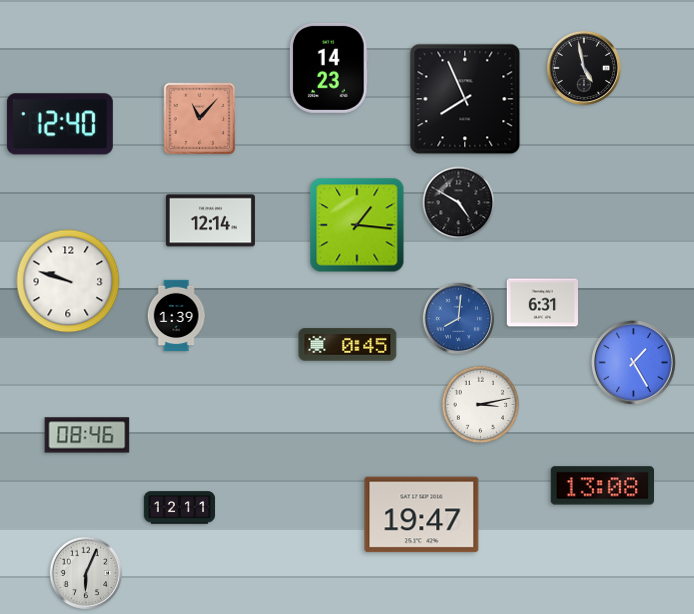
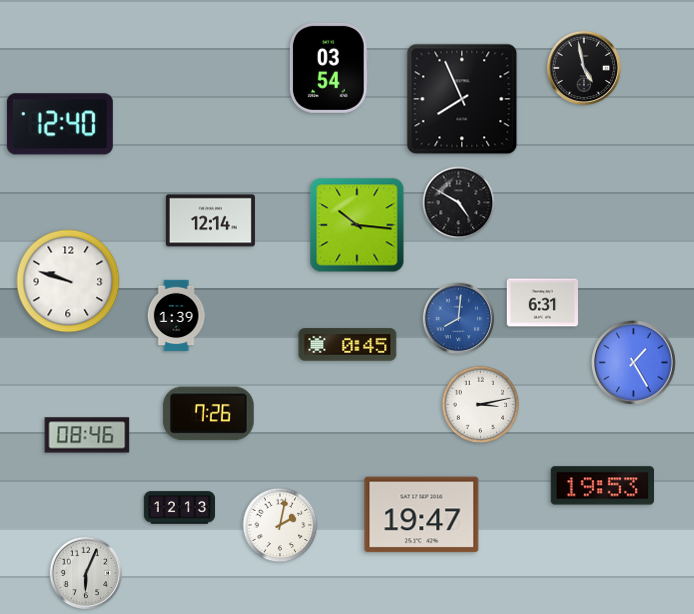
clock at (329, 68): 14:23 -> 03:54
clock at (465, 99) position: (465, 99) -> (462, 99)
clock at (200, 119): 11:07 -> none
clock at (357, 225): 1:16 -> 10:16
clock at (208, 414): none -> 7:26
clock at (602, 486): 13:08 -> 19:53
clock at (180, 508): 12:11 -> 12:13
clock at (280, 525): none -> 2:02
